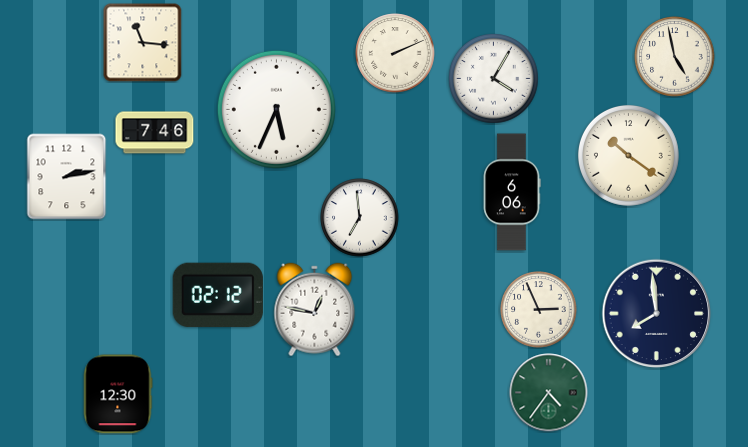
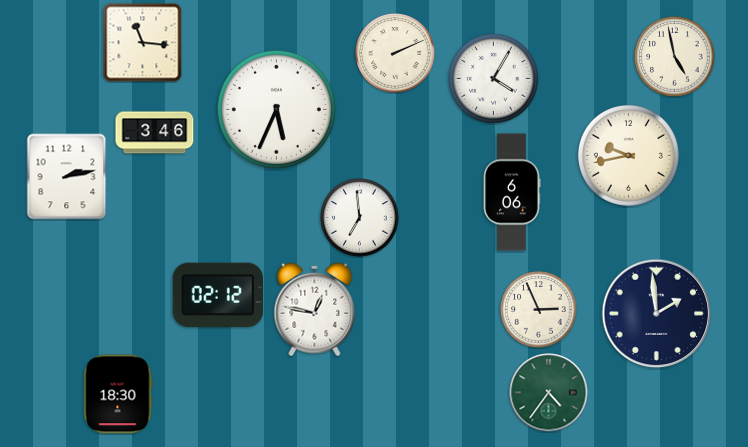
clock at (155, 133): 7:46 -> 3:46
clock at (628, 155): 10:21 -> 9:43
clock at (657, 314): 7:59 -> 1:59
clock at (118, 394): 12:30 -> 18:30
